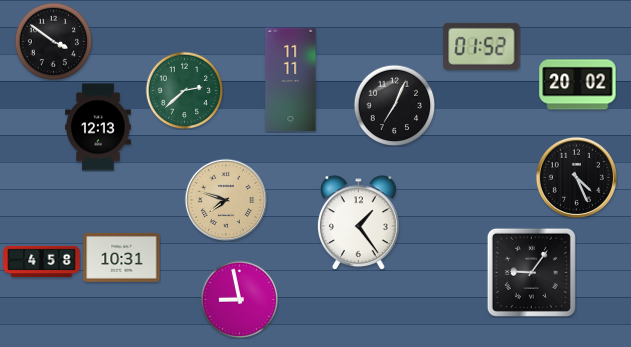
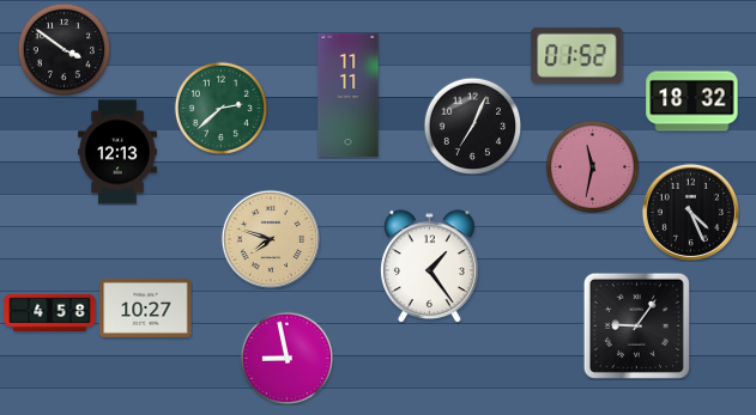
clock at (578, 85): 20:02 -> 18:32
clock at (592, 166): none -> 11:32
clock at (122, 257): 10:31 -> 10:27
